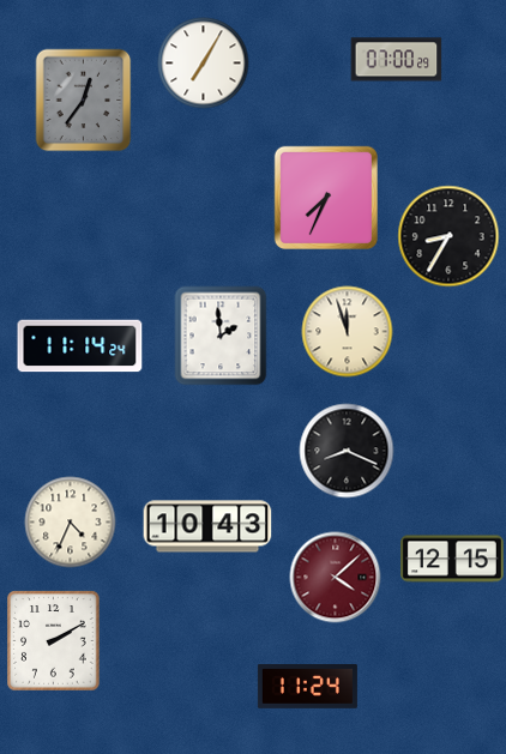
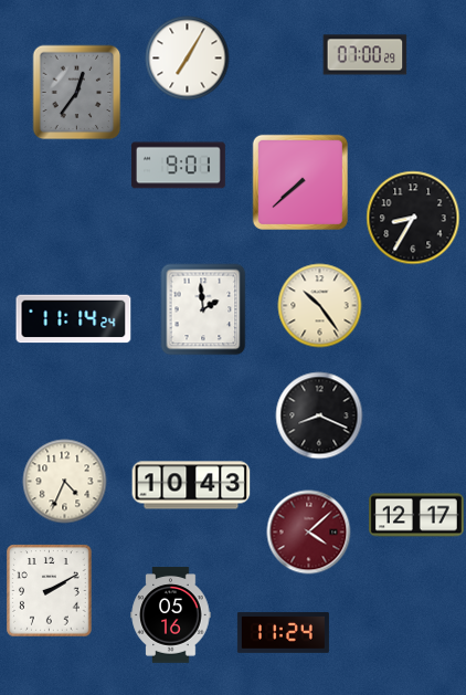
clock at (178, 166): none -> 9:01
clock at (325, 197): 7:34 -> 7:38
clock at (348, 332): 11:57 -> 10:24
clock at (453, 559): 12:15 -> 12:17
clock at (171, 615): none -> 05:16
